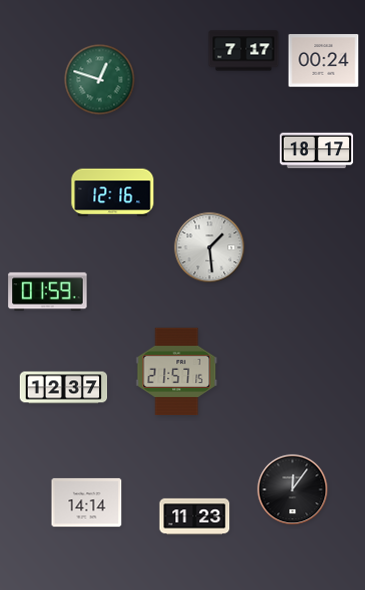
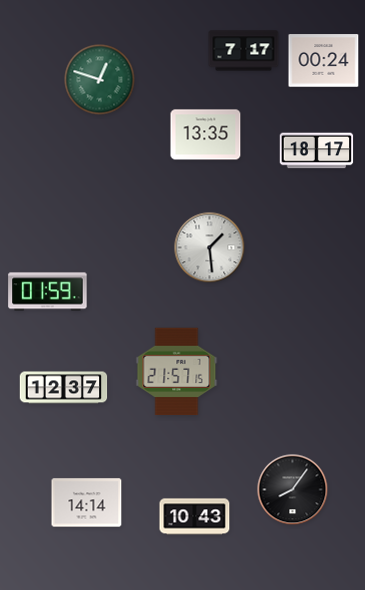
clock at (206, 135): none -> 13:35
clock at (113, 193): 12:16 -> none
clock at (293, 490): 12:06 -> 8:06
clock at (195, 517): 11:23 -> 10:43
